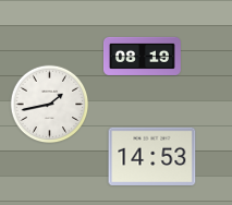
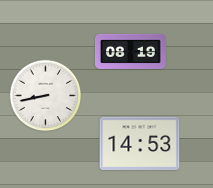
clock at (50, 105): 1:43 -> 8:43
